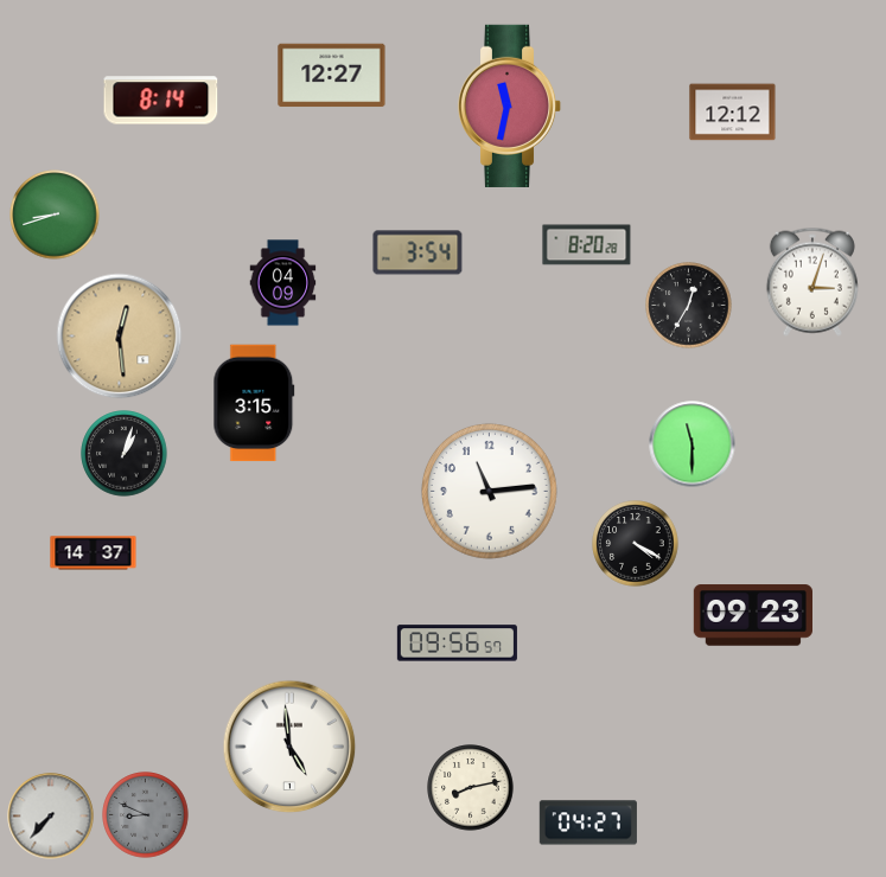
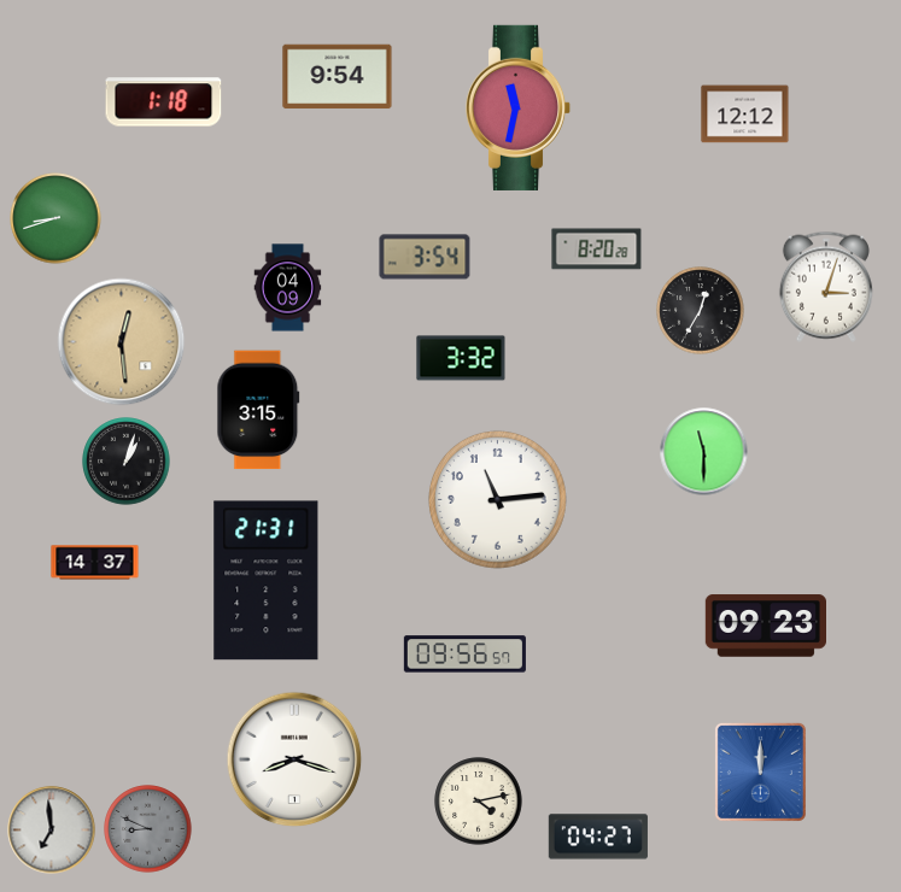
clock at (332, 76): 12:27 -> 9:54
clock at (161, 101): 8:14 -> 1:18
clock at (461, 358): none -> 3:32
clock at (636, 544): 4:20 -> none
clock at (267, 581): none -> 21:31
clock at (289, 747): 4:59 -> 8:18
clock at (760, 771): none -> 12:00
clock at (471, 788): 8:13 -> 4:13
clock at (51, 817): 7:37 -> 6:59
